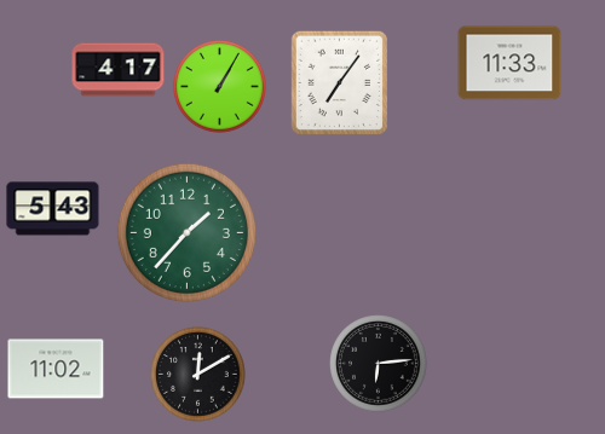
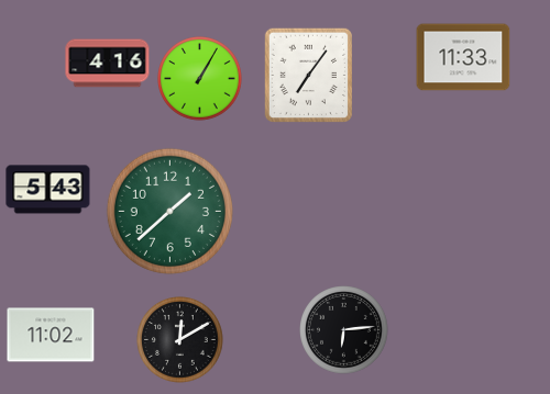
clock at (119, 70): 4:17 -> 4:16
clock at (186, 232): 1:37 -> 1:38
